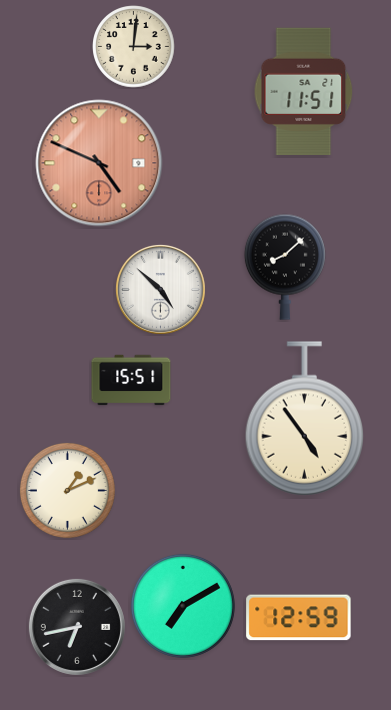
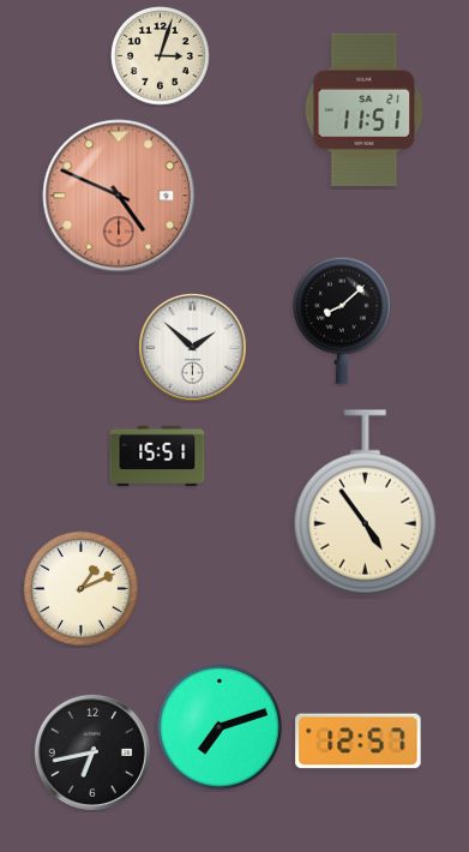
clock at (134, 47): 3:01 -> 3:03
clock at (160, 289): 4:52 -> 1:52
clock at (183, 606): 7:10 -> 7:12
clock at (299, 618): 12:59 -> 12:57
